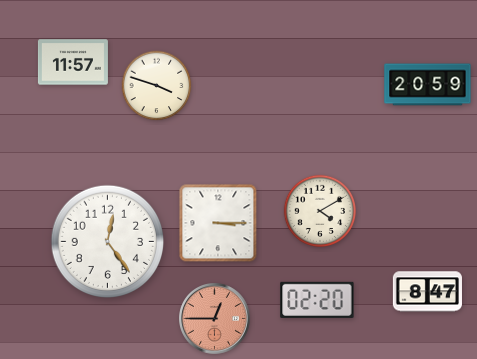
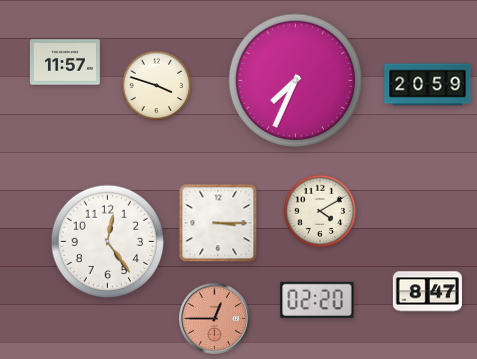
clock at (73, 62) position: (73, 62) -> (65, 62)
clock at (295, 80): none -> 7:34
